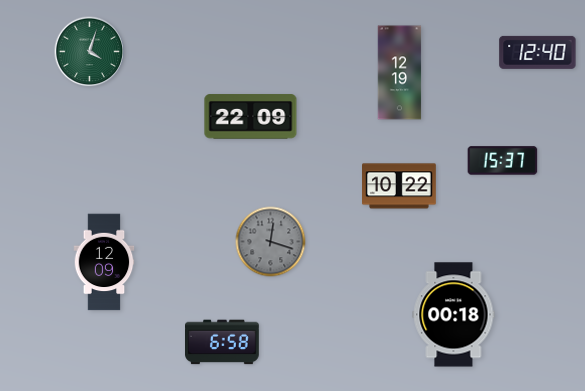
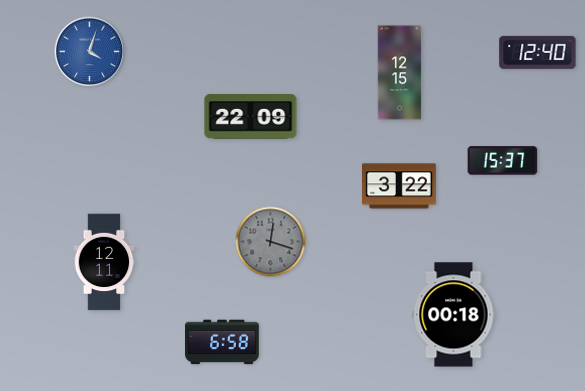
clock at (90, 52) dial: green -> blue
clock at (400, 73): 12:19 -> 12:15
clock at (400, 186): 10:22 -> 3:22
clock at (104, 262): 12:09 -> 12:11
